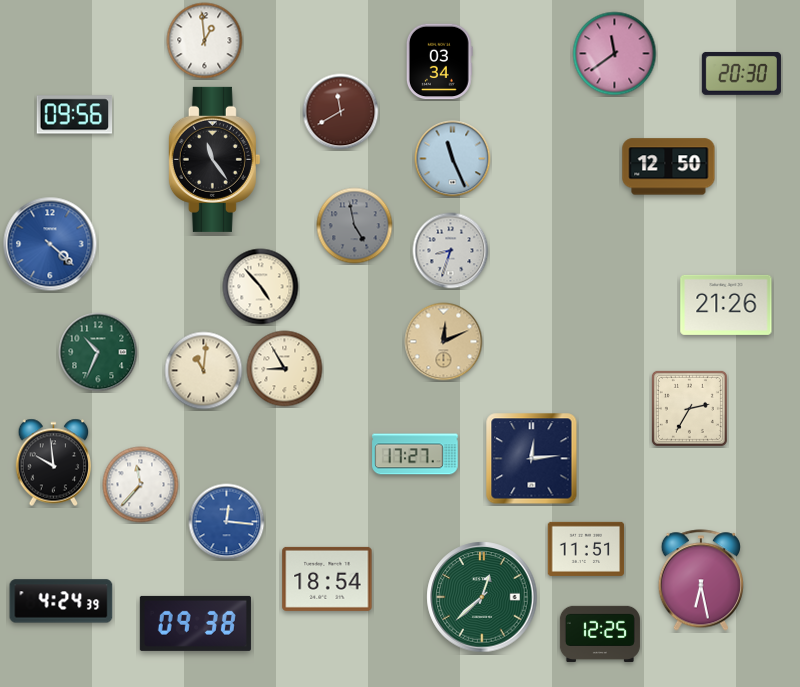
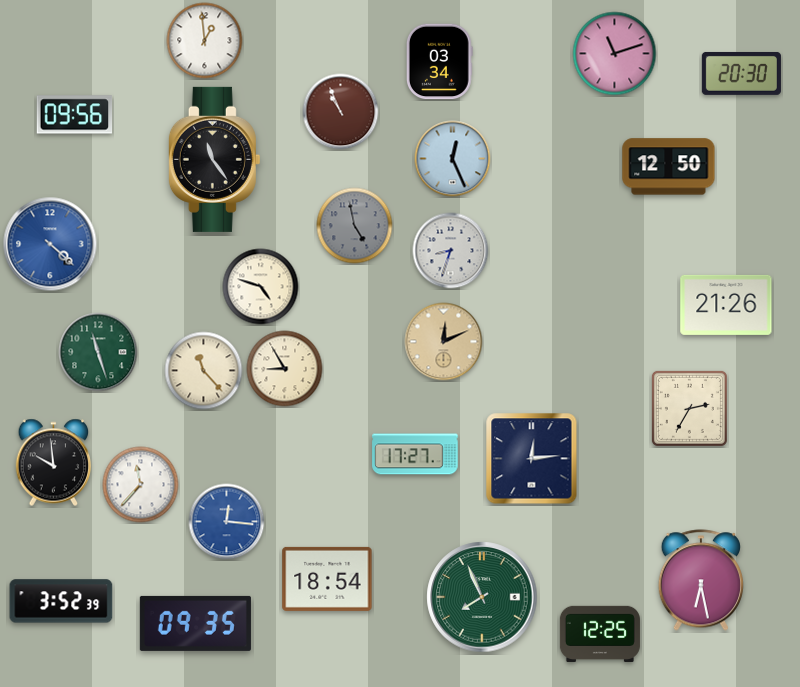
clock at (615, 54): 11:39 -> 11:12
clock at (341, 112): 11:40 -> 10:56
clock at (453, 159): 11:26 -> 12:26
clock at (261, 287): 4:53 -> 4:48
clock at (98, 352): 10:34 -> 11:27
clock at (204, 371): 11:01 -> 11:23
clock at (586, 549): 11:51 -> none
clock at (482, 597): 12:38 -> 7:56
clock at (61, 601): 4:24 -> 3:52
clock at (195, 623): 09:38 -> 09:35
